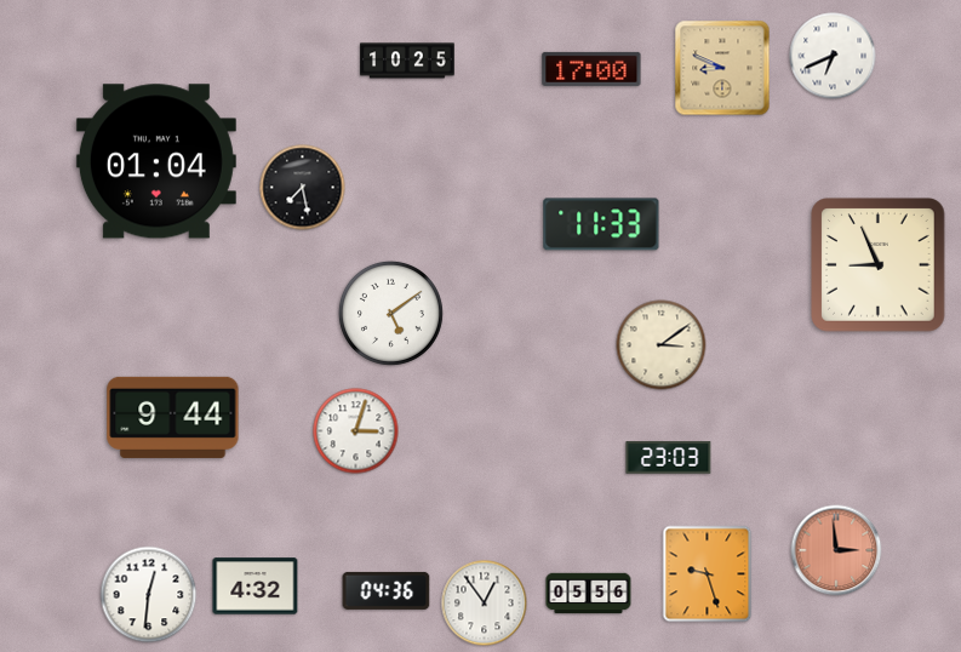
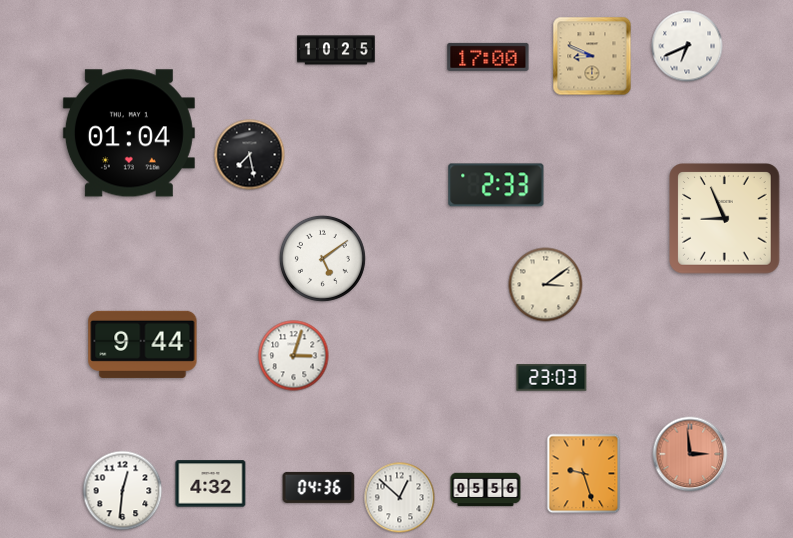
clock at (722, 68) position: (722, 68) -> (592, 56)
clock at (601, 224): 11:33 -> 2:33
clock at (485, 604): 12:54 -> 12:52
